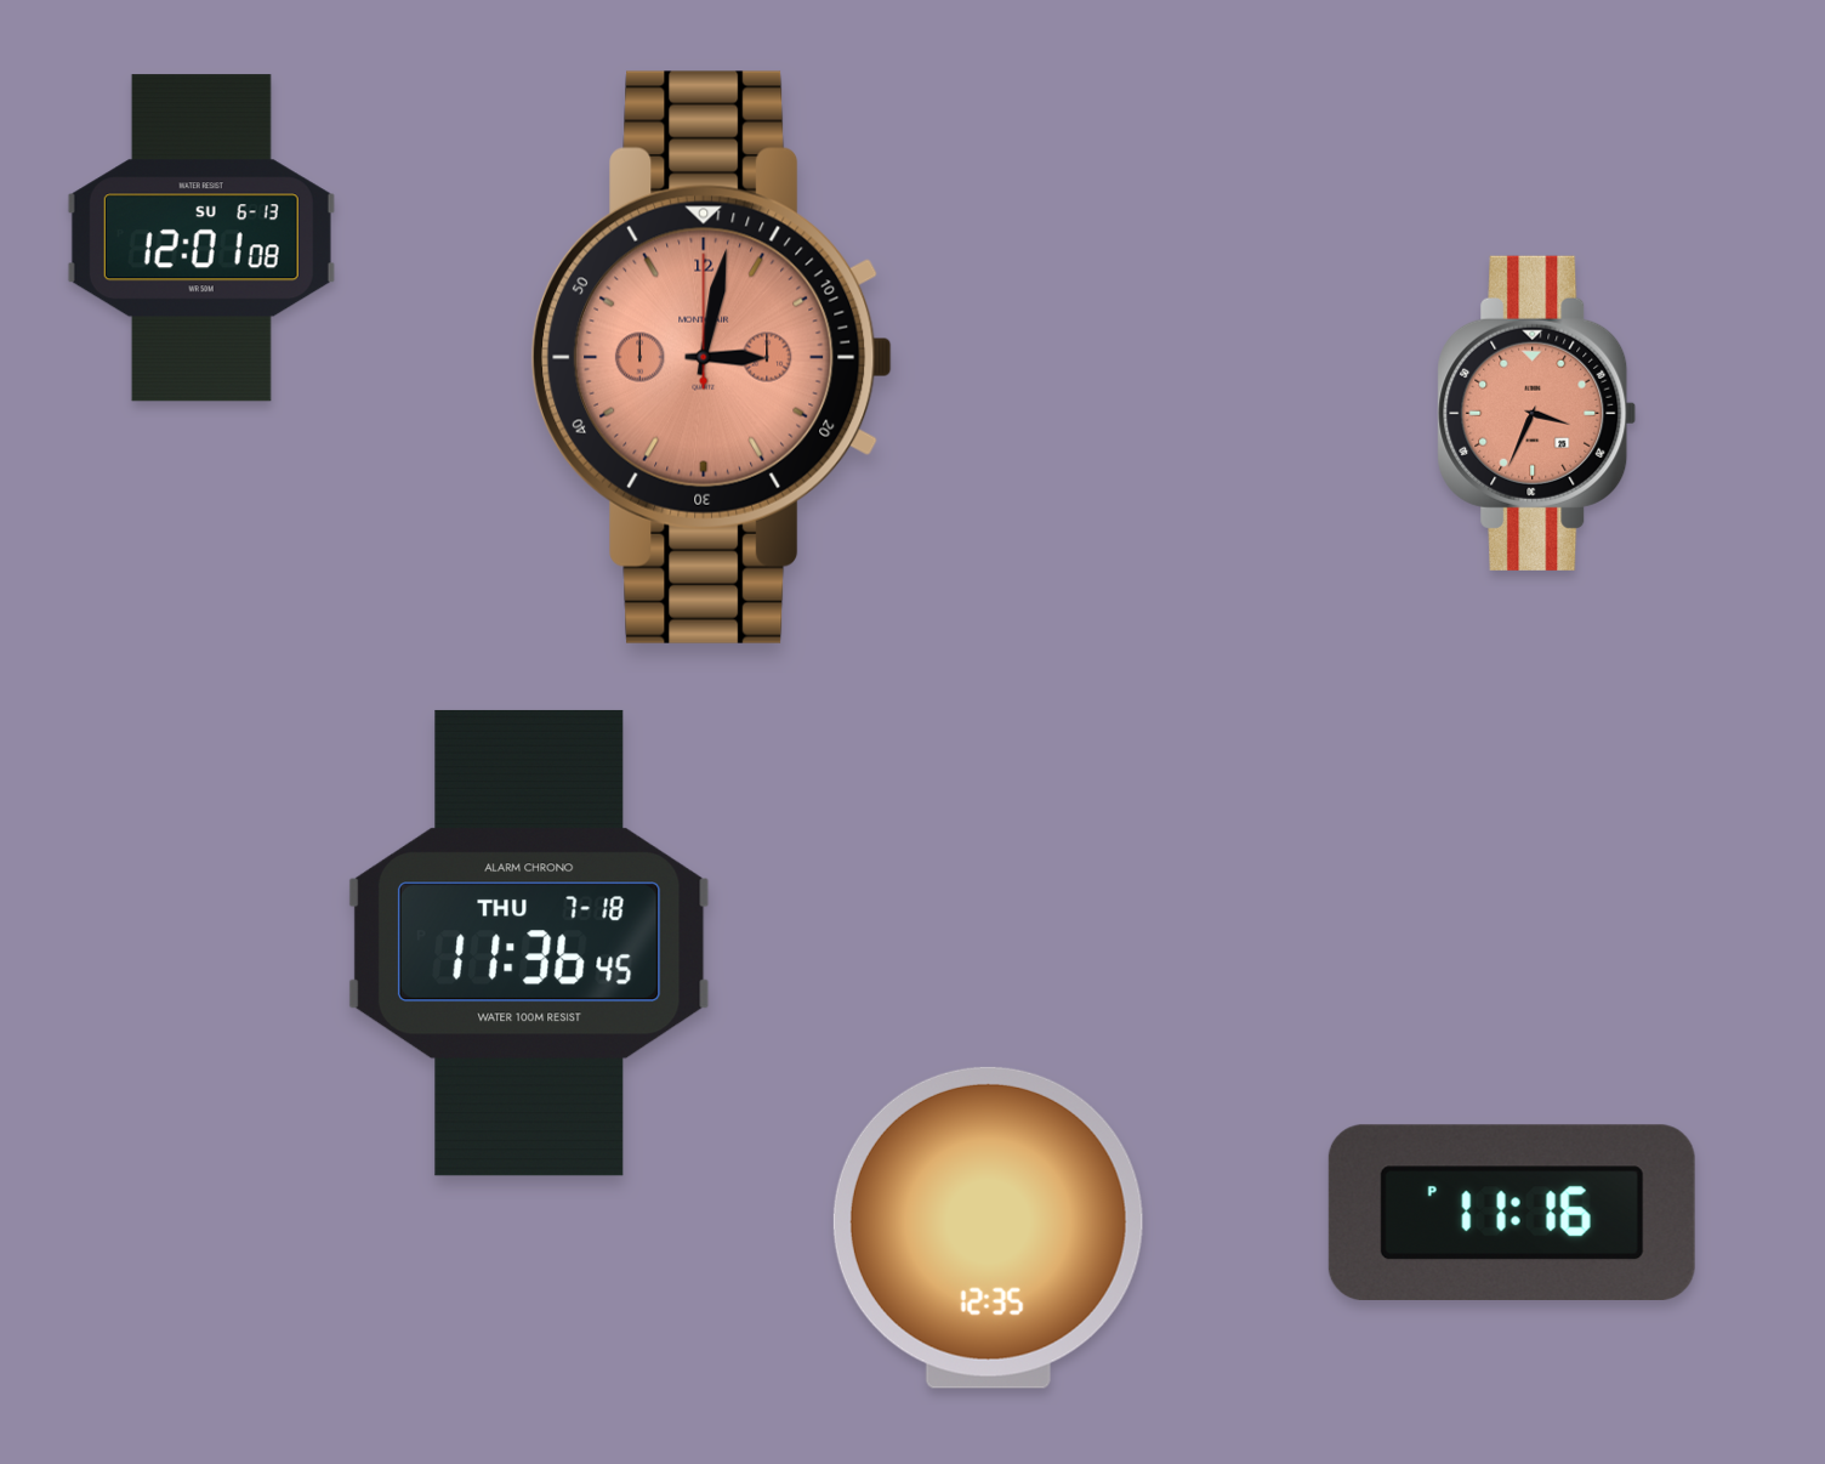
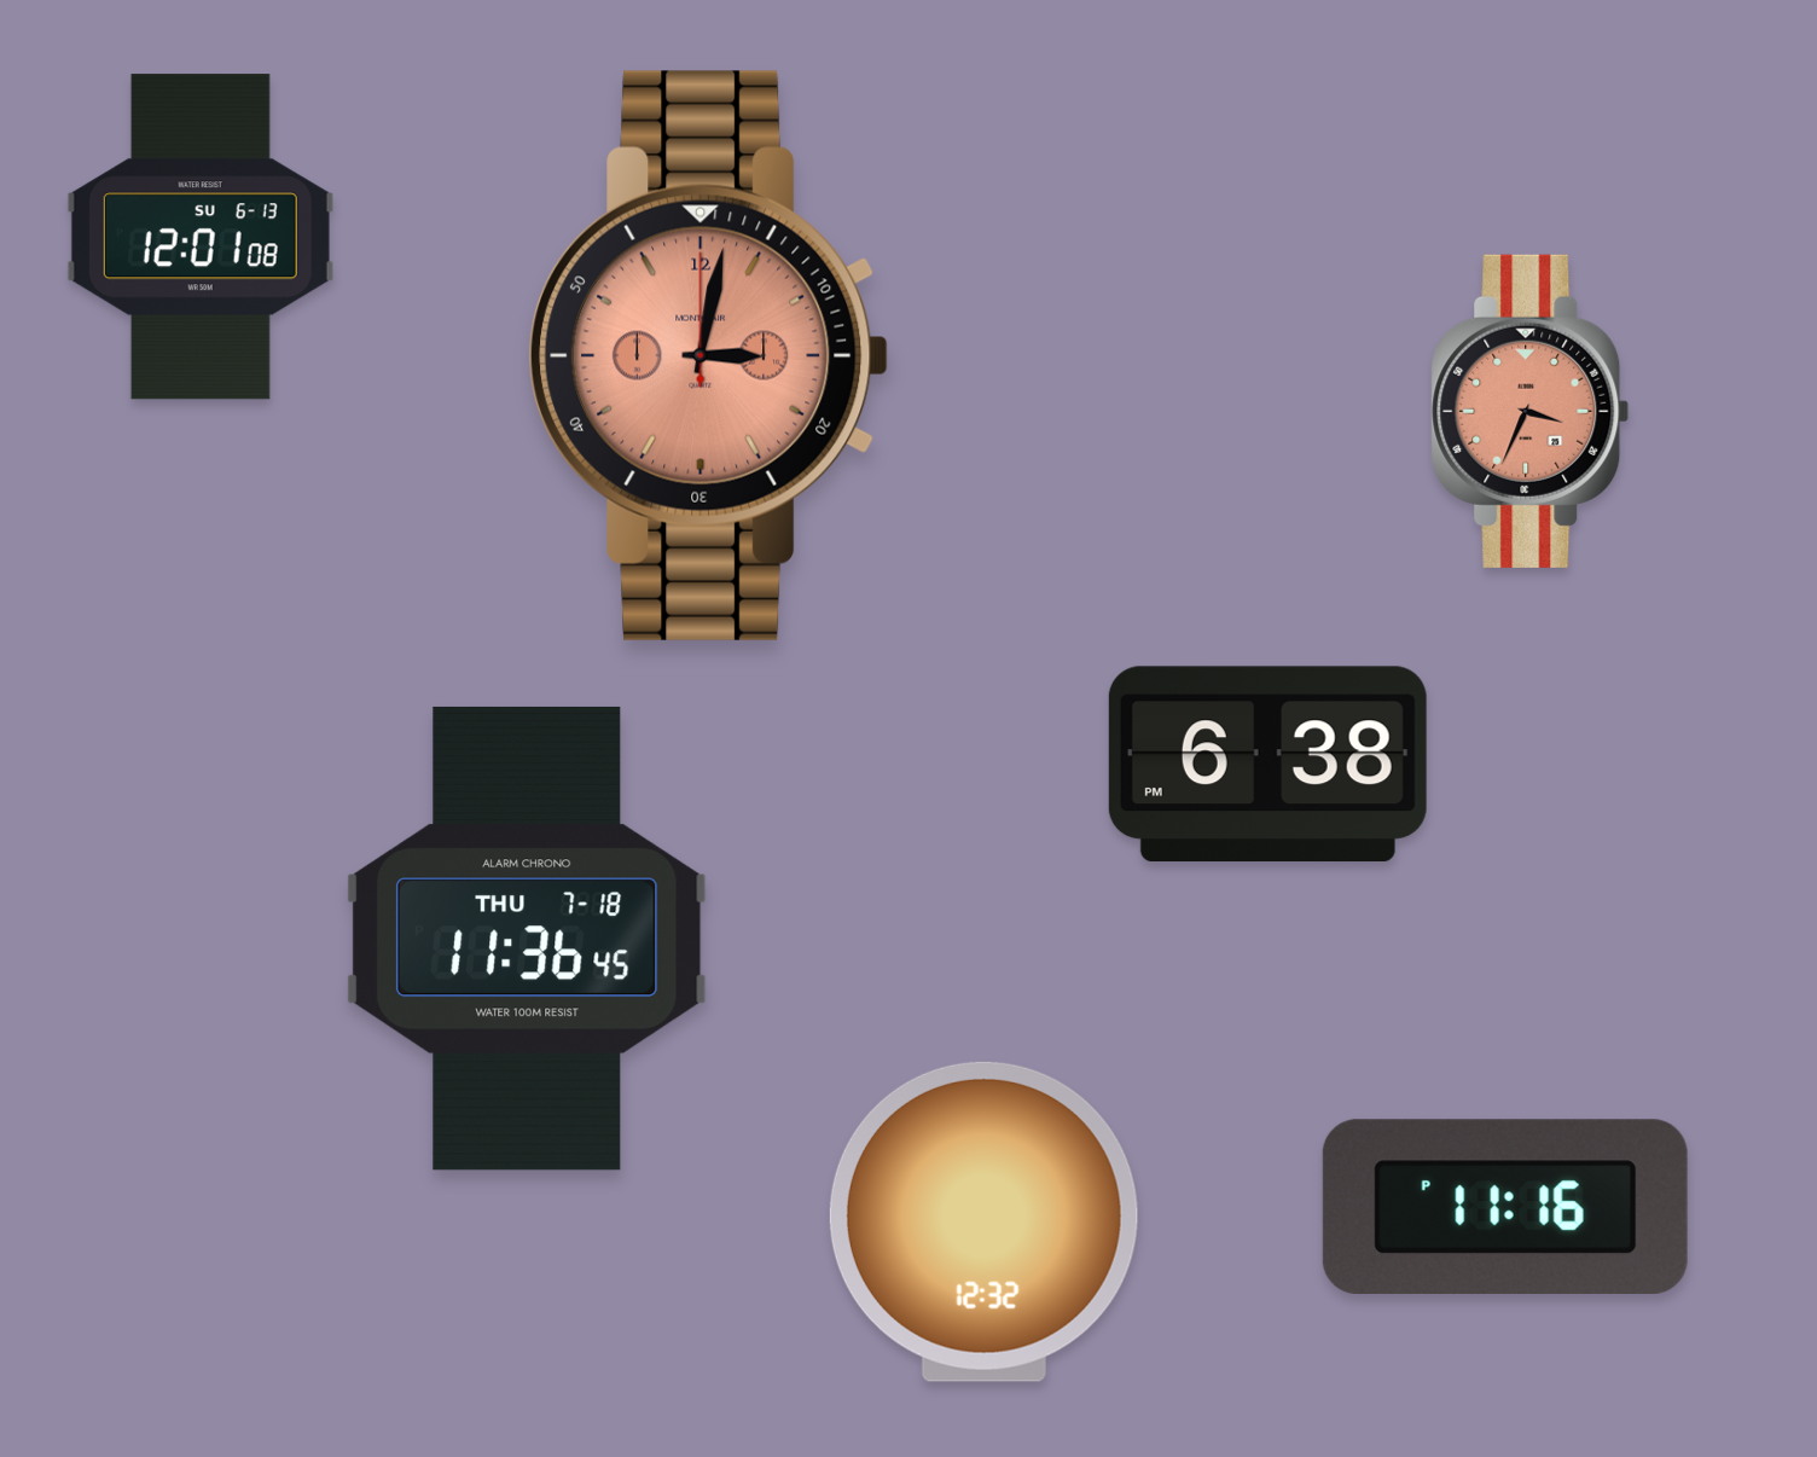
clock at (1267, 765): none -> 6:38
clock at (988, 1227): 12:35 -> 12:32
